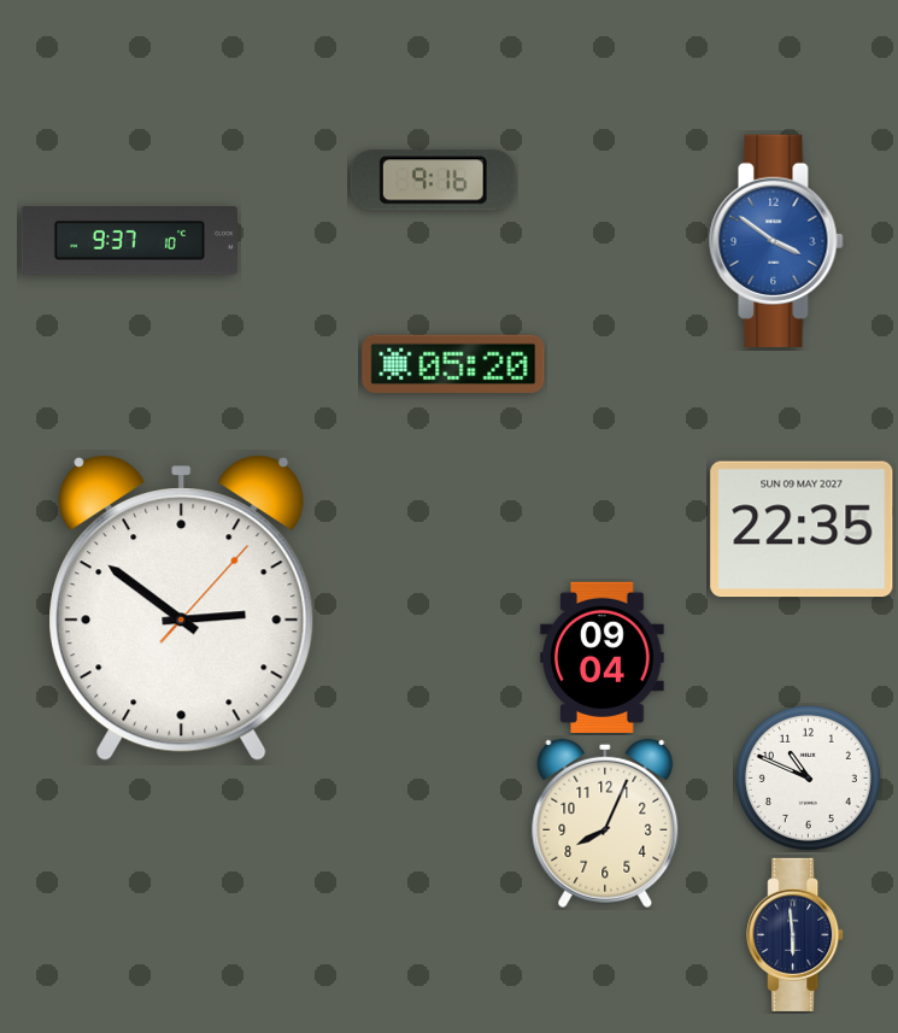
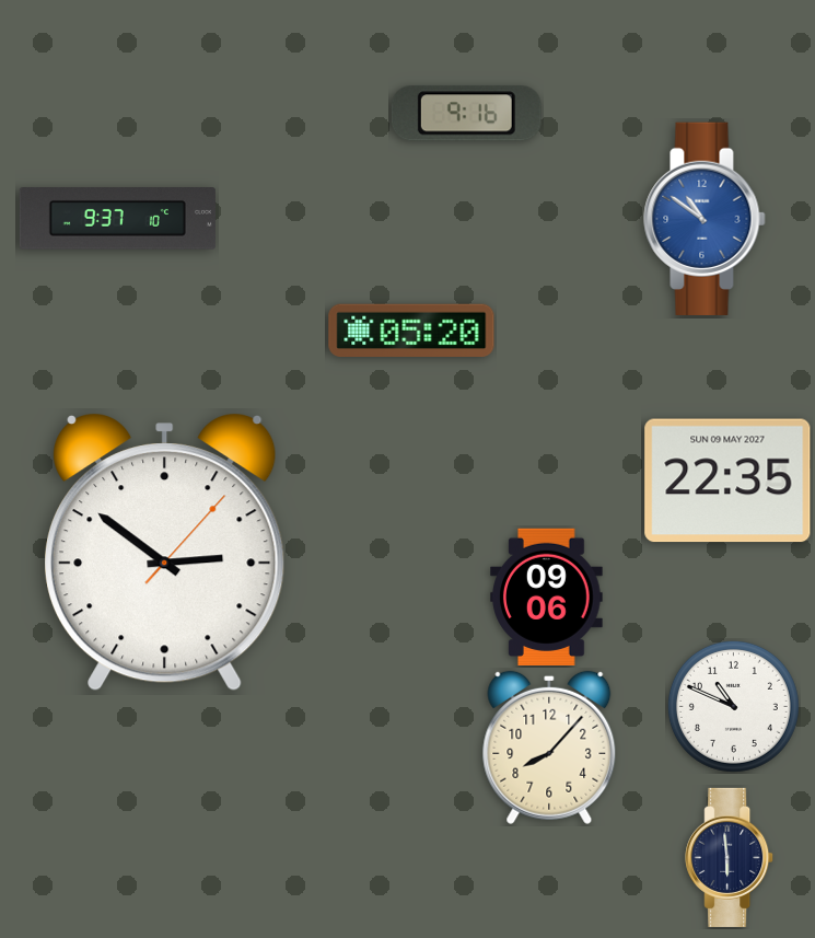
clock at (433, 181) position: (433, 181) -> (466, 114)
clock at (776, 241): 3:51 -> 10:51
clock at (603, 657): 09:04 -> 09:06
clock at (605, 823): 8:04 -> 8:07
clock at (796, 934) position: (796, 934) -> (730, 857)
